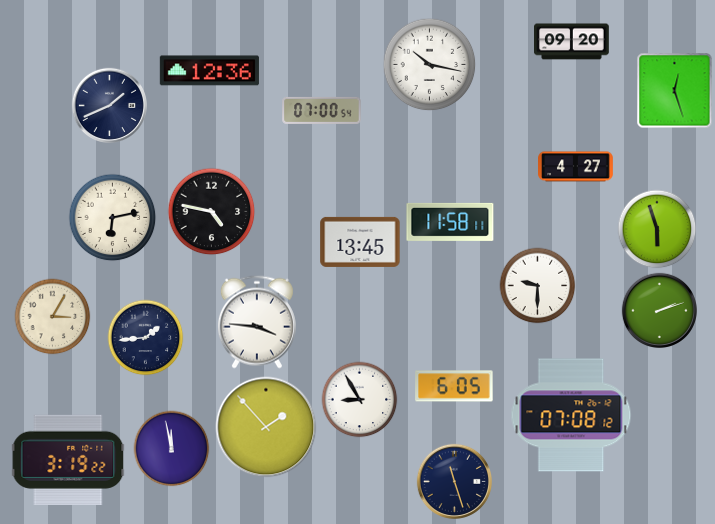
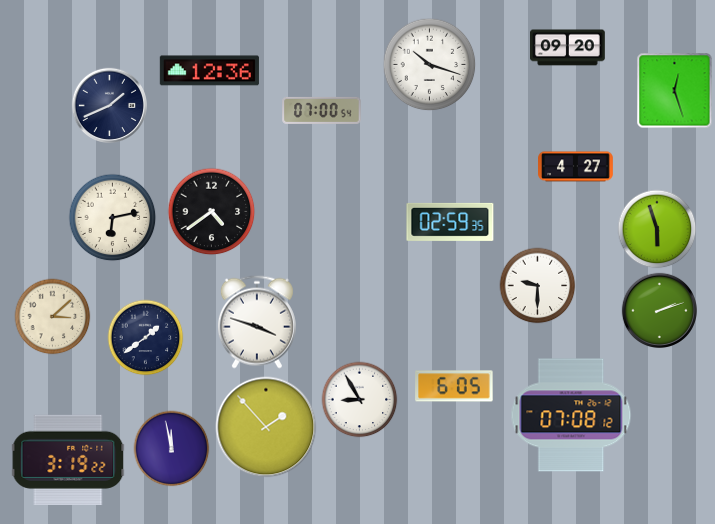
clock at (572, 42) position: (572, 42) -> (568, 48)
clock at (430, 65): 10:17 -> 10:18
clock at (212, 212): 4:47 -> 4:39
clock at (450, 222): 11:58 -> 02:59
clock at (360, 242): 13:45 -> none
clock at (53, 317): 3:05 -> 3:08
clock at (257, 322): 3:46 -> 3:48
clock at (146, 338): 1:44 -> 1:39
clock at (454, 481): 11:27 -> none
